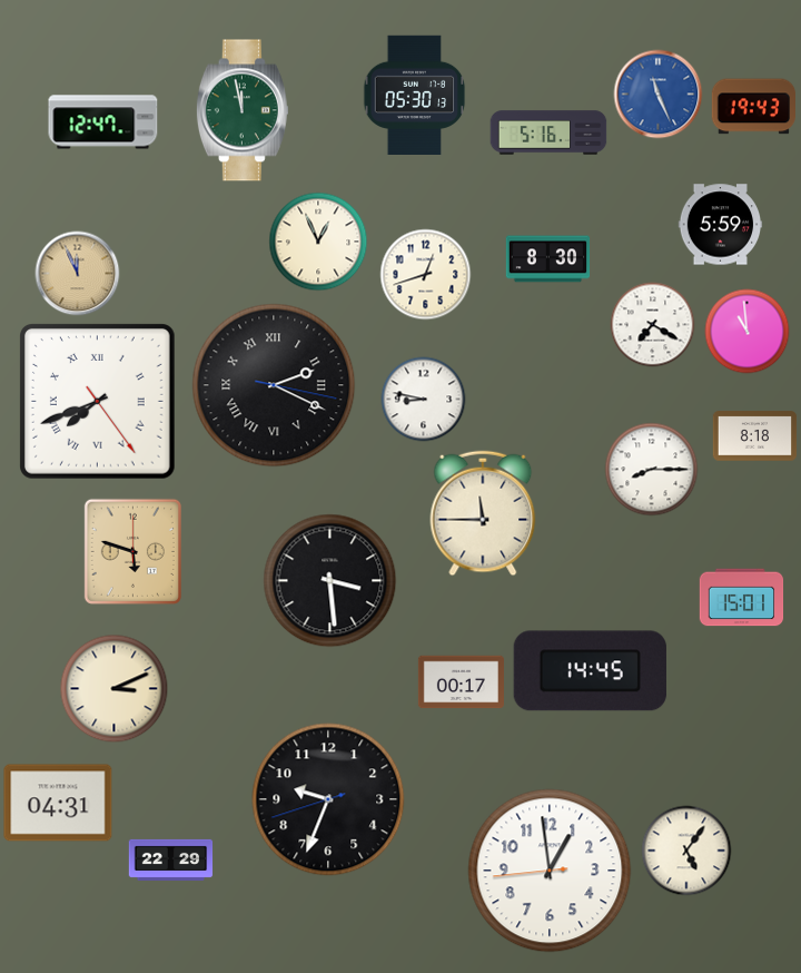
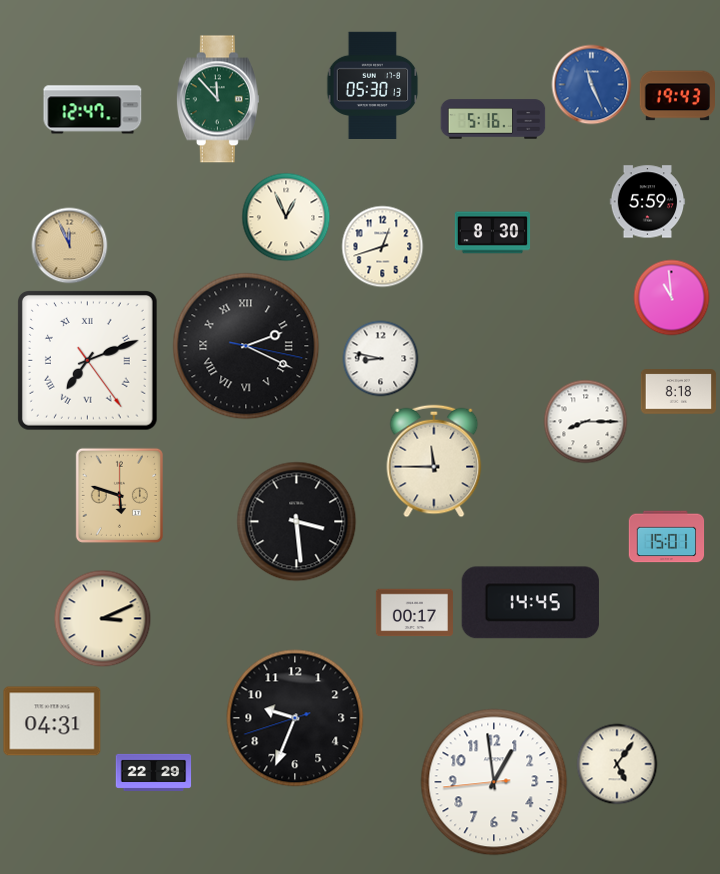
clock at (243, 110): 11:58 -> 11:53
clock at (653, 325): 7:20 -> none
clock at (98, 402): 7:41 -> 7:11
